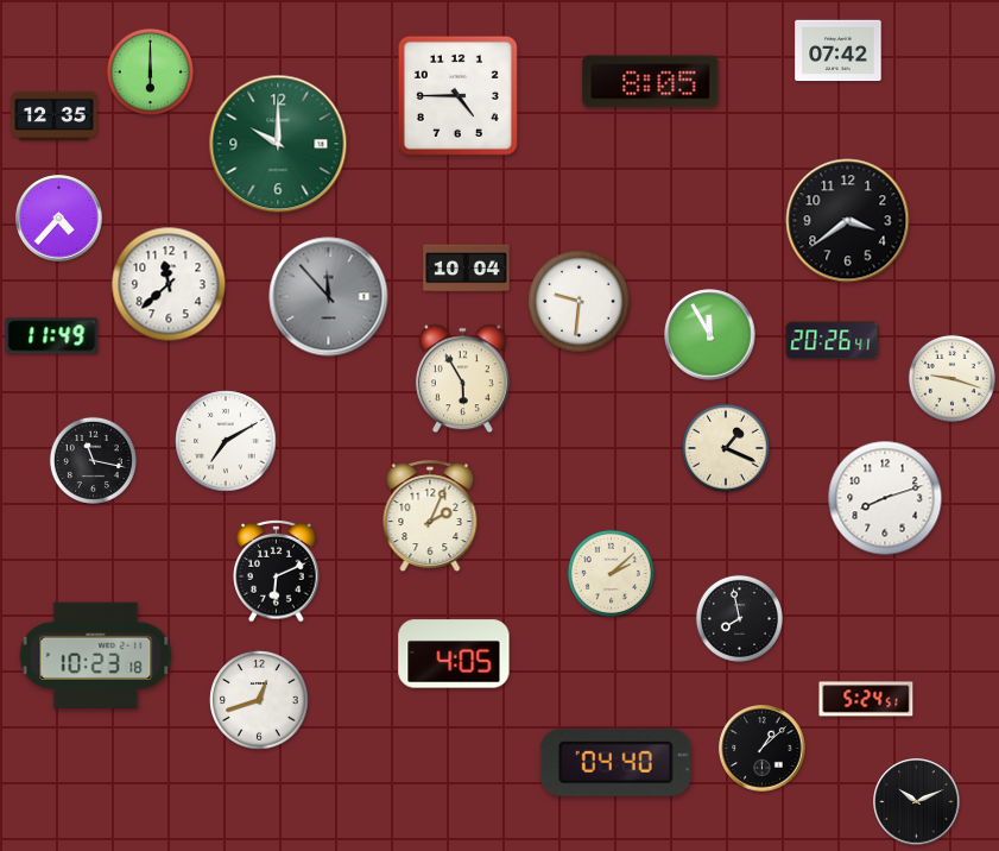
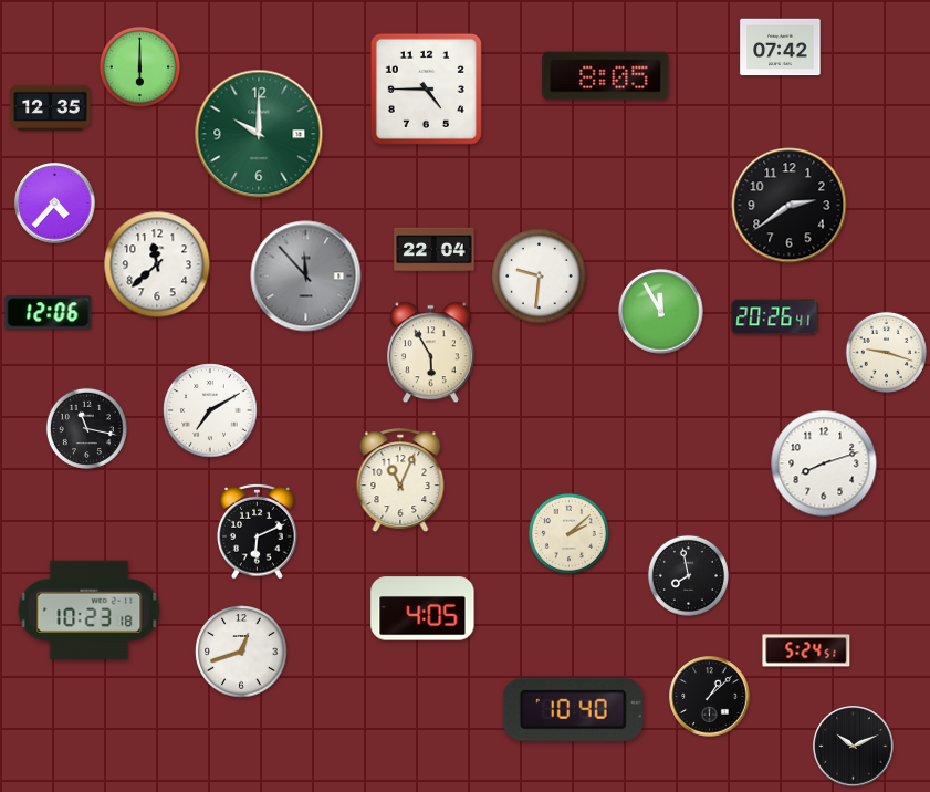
clock at (848, 221): 3:39 -> 2:39
clock at (467, 269): 10:04 -> 22:04
clock at (580, 302) position: (580, 302) -> (540, 277)
clock at (52, 336): 11:49 -> 12:06
clock at (726, 448): 1:19 -> none
clock at (430, 517): 2:04 -> 11:04
clock at (615, 762): 04:40 -> 10:40
